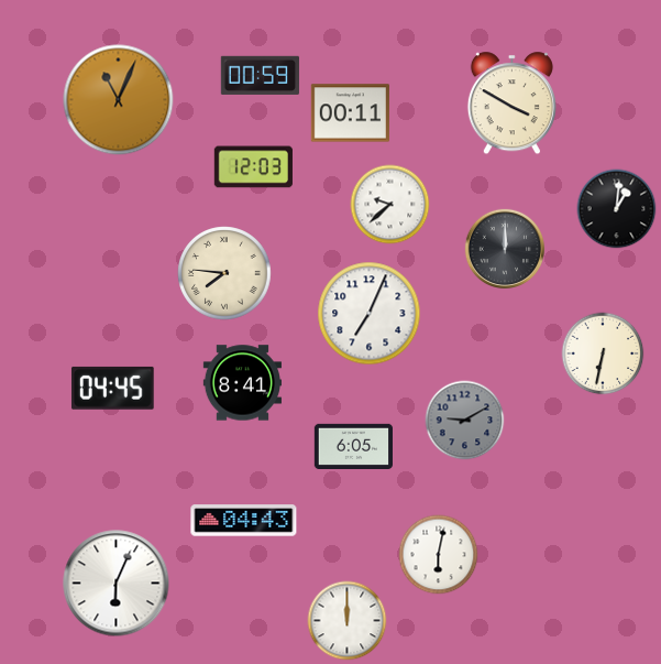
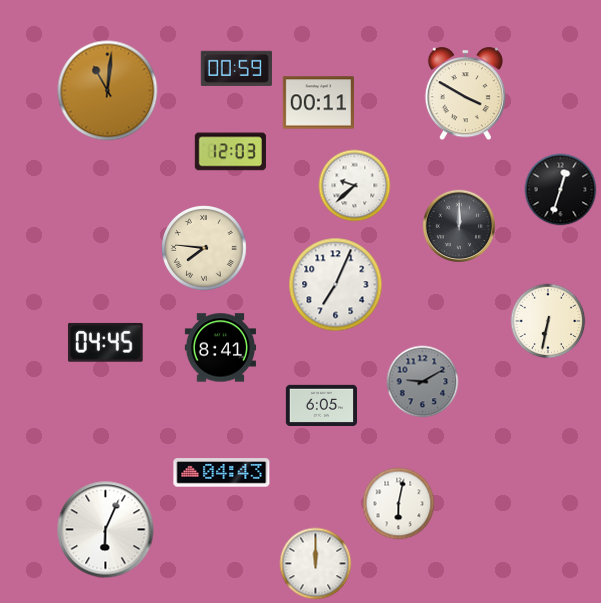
clock at (119, 100): 11:04 -> 11:01
clock at (617, 209): 1:01 -> 12:33
clock at (112, 388) position: (112, 388) -> (105, 342)
